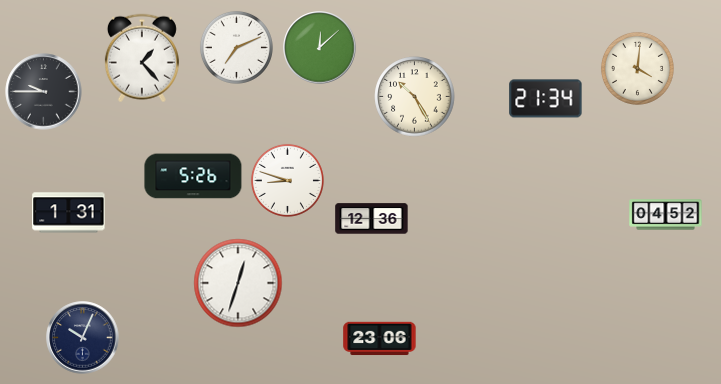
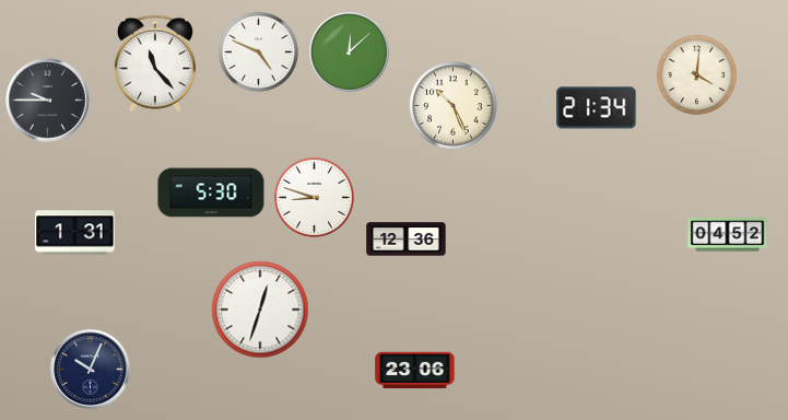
clock at (236, 47): 7:11 -> 4:49
clock at (142, 58): 1:23 -> 11:23
clock at (415, 97): 10:25 -> 10:26
clock at (193, 176): 5:26 -> 5:30
